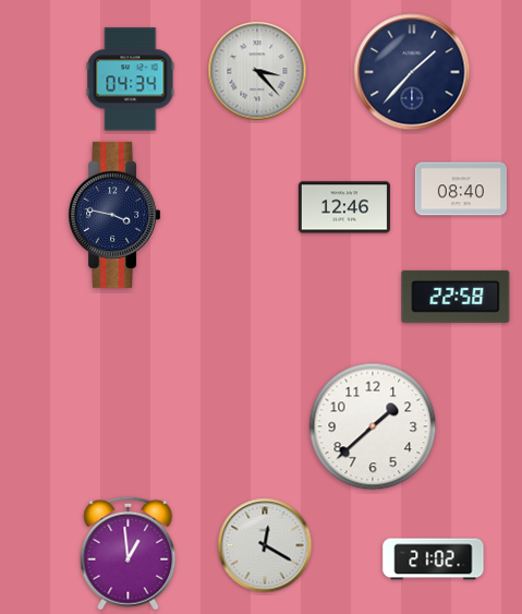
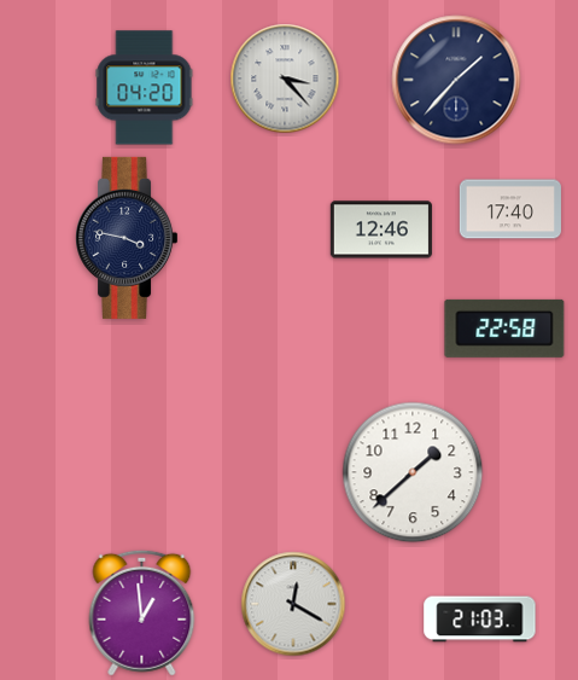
clock at (131, 80): 04:34 -> 04:20
clock at (461, 189): 08:40 -> 17:40
clock at (434, 559): 21:02 -> 21:03
